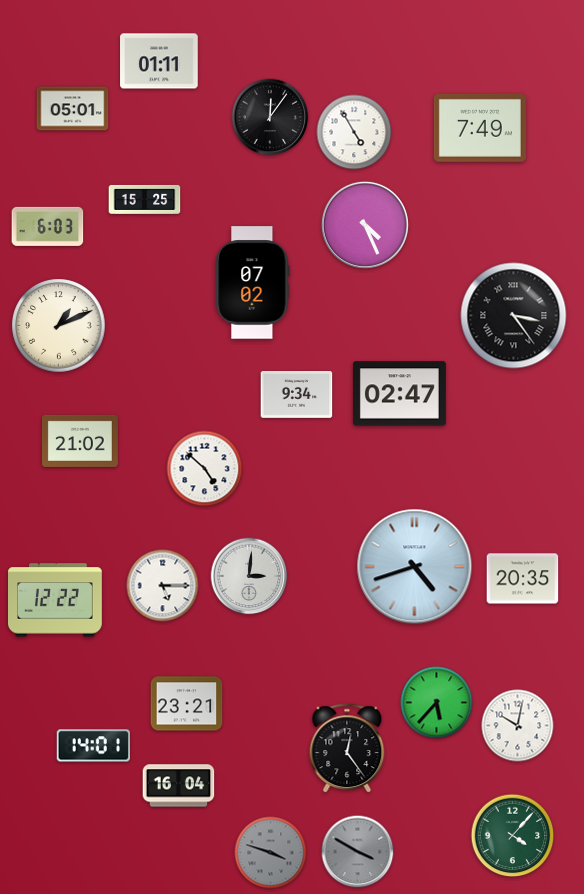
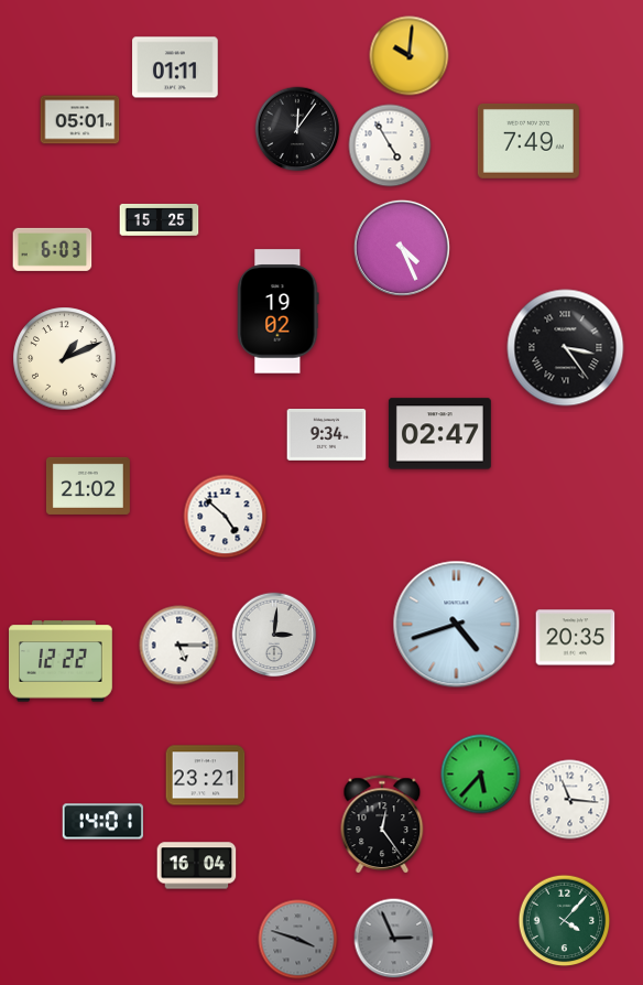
clock at (410, 56): none -> 10:01
clock at (253, 283): 07:02 -> 19:02
clock at (518, 726): 10:02 -> 11:16
clock at (358, 852): 3:50 -> 2:56
